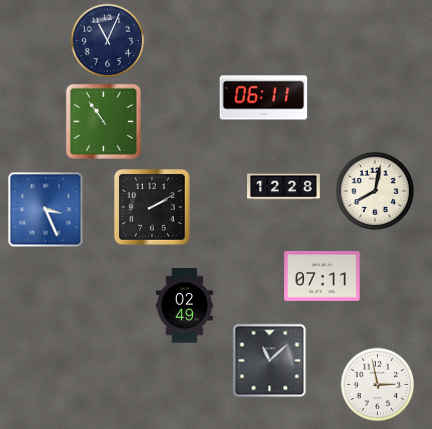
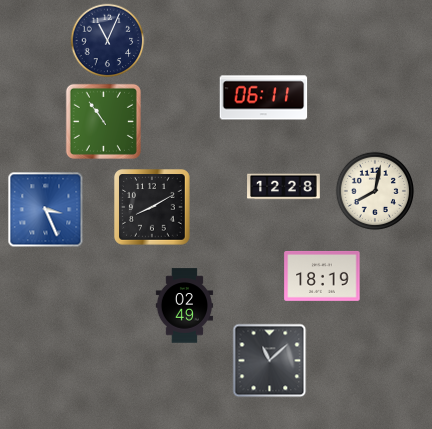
clock at (153, 208): 2:10 -> 8:10
clock at (322, 276): 07:11 -> 18:19
clock at (378, 385): 2:58 -> none
